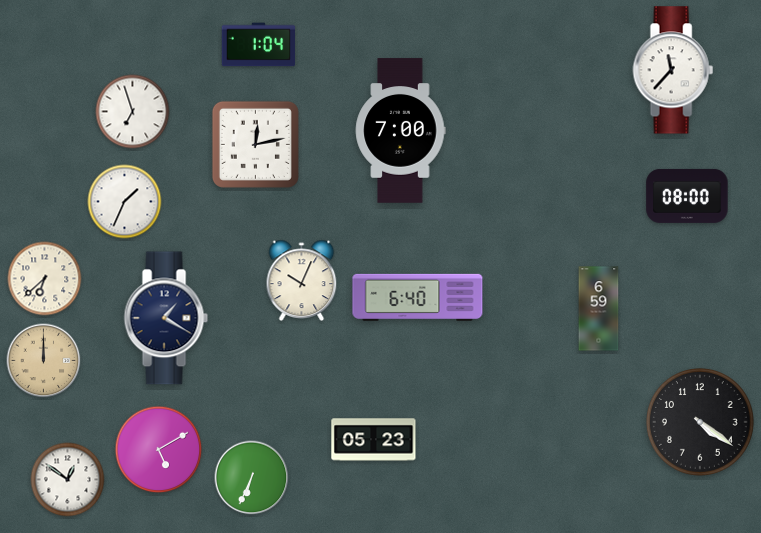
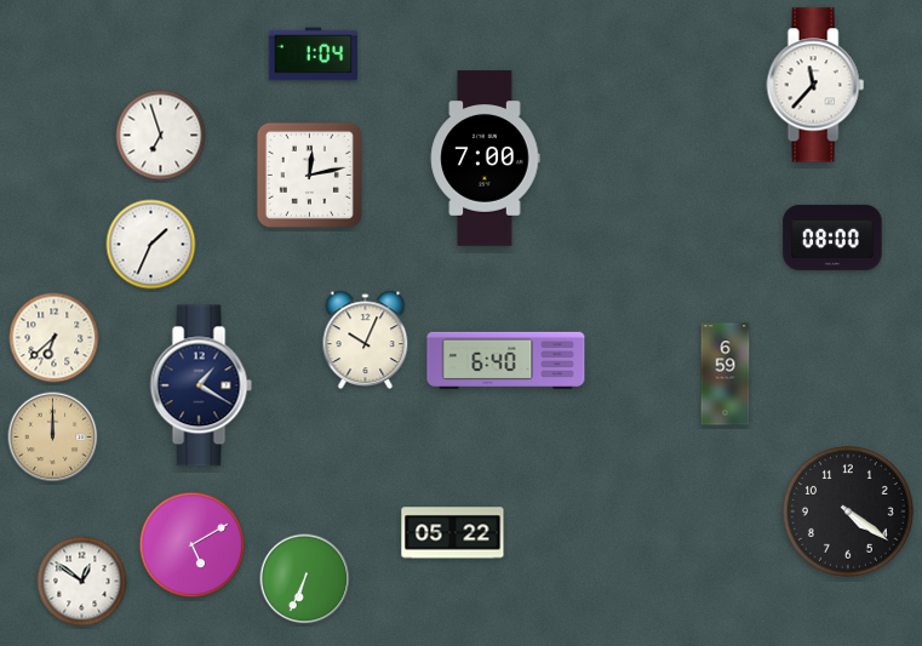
clock at (374, 440): 05:23 -> 05:22
